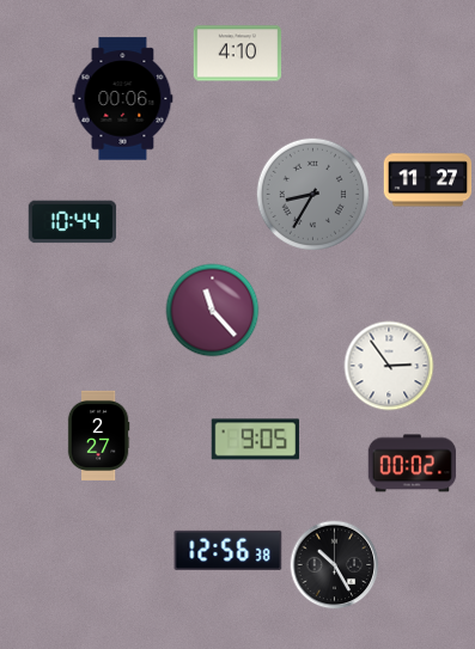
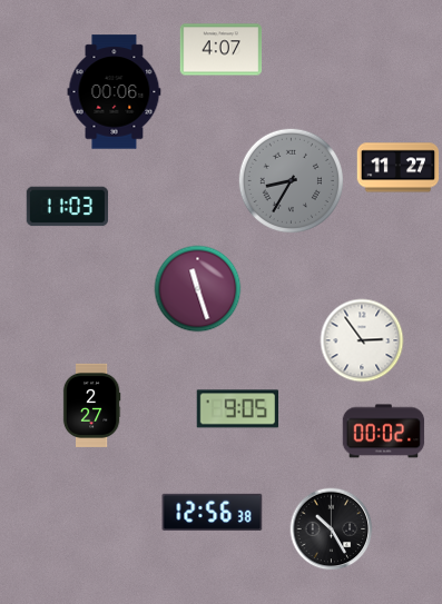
clock at (238, 54): 4:10 -> 4:07
clock at (73, 222): 10:44 -> 11:03
clock at (213, 311): 11:23 -> 11:27
clock at (335, 565) position: (335, 565) -> (332, 529)
